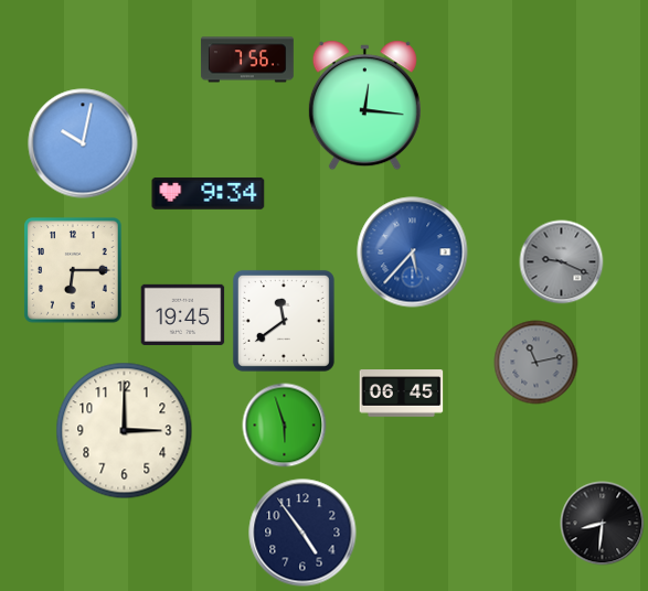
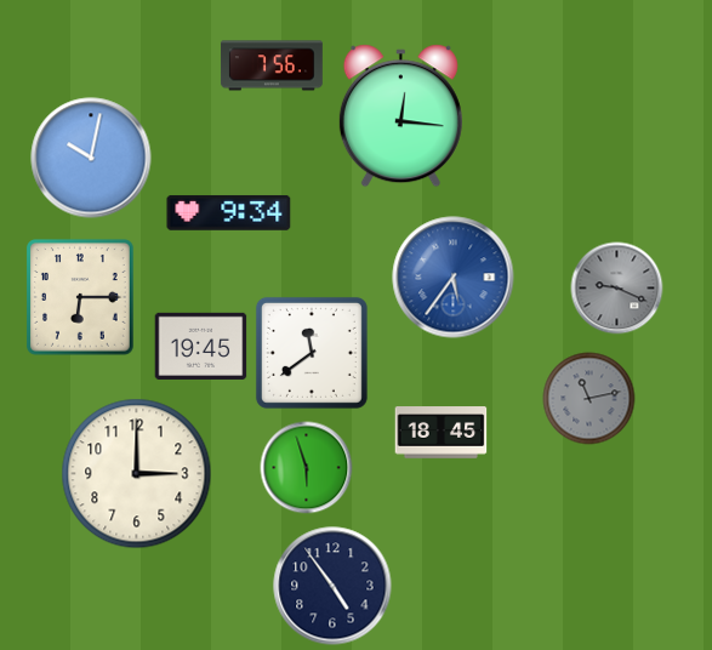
clock at (413, 252): 5:37 -> 5:36
clock at (402, 394): 06:45 -> 18:45
clock at (285, 426) position: (285, 426) -> (307, 468)
clock at (603, 524): 8:31 -> none
